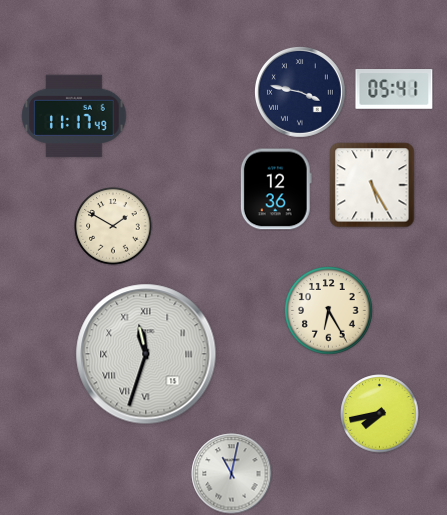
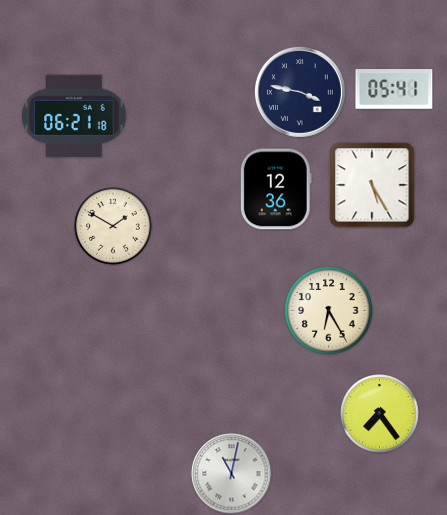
clock at (74, 116): 11:17 -> 06:21
clock at (146, 354): 11:33 -> none
clock at (380, 414): 7:43 -> 7:24
